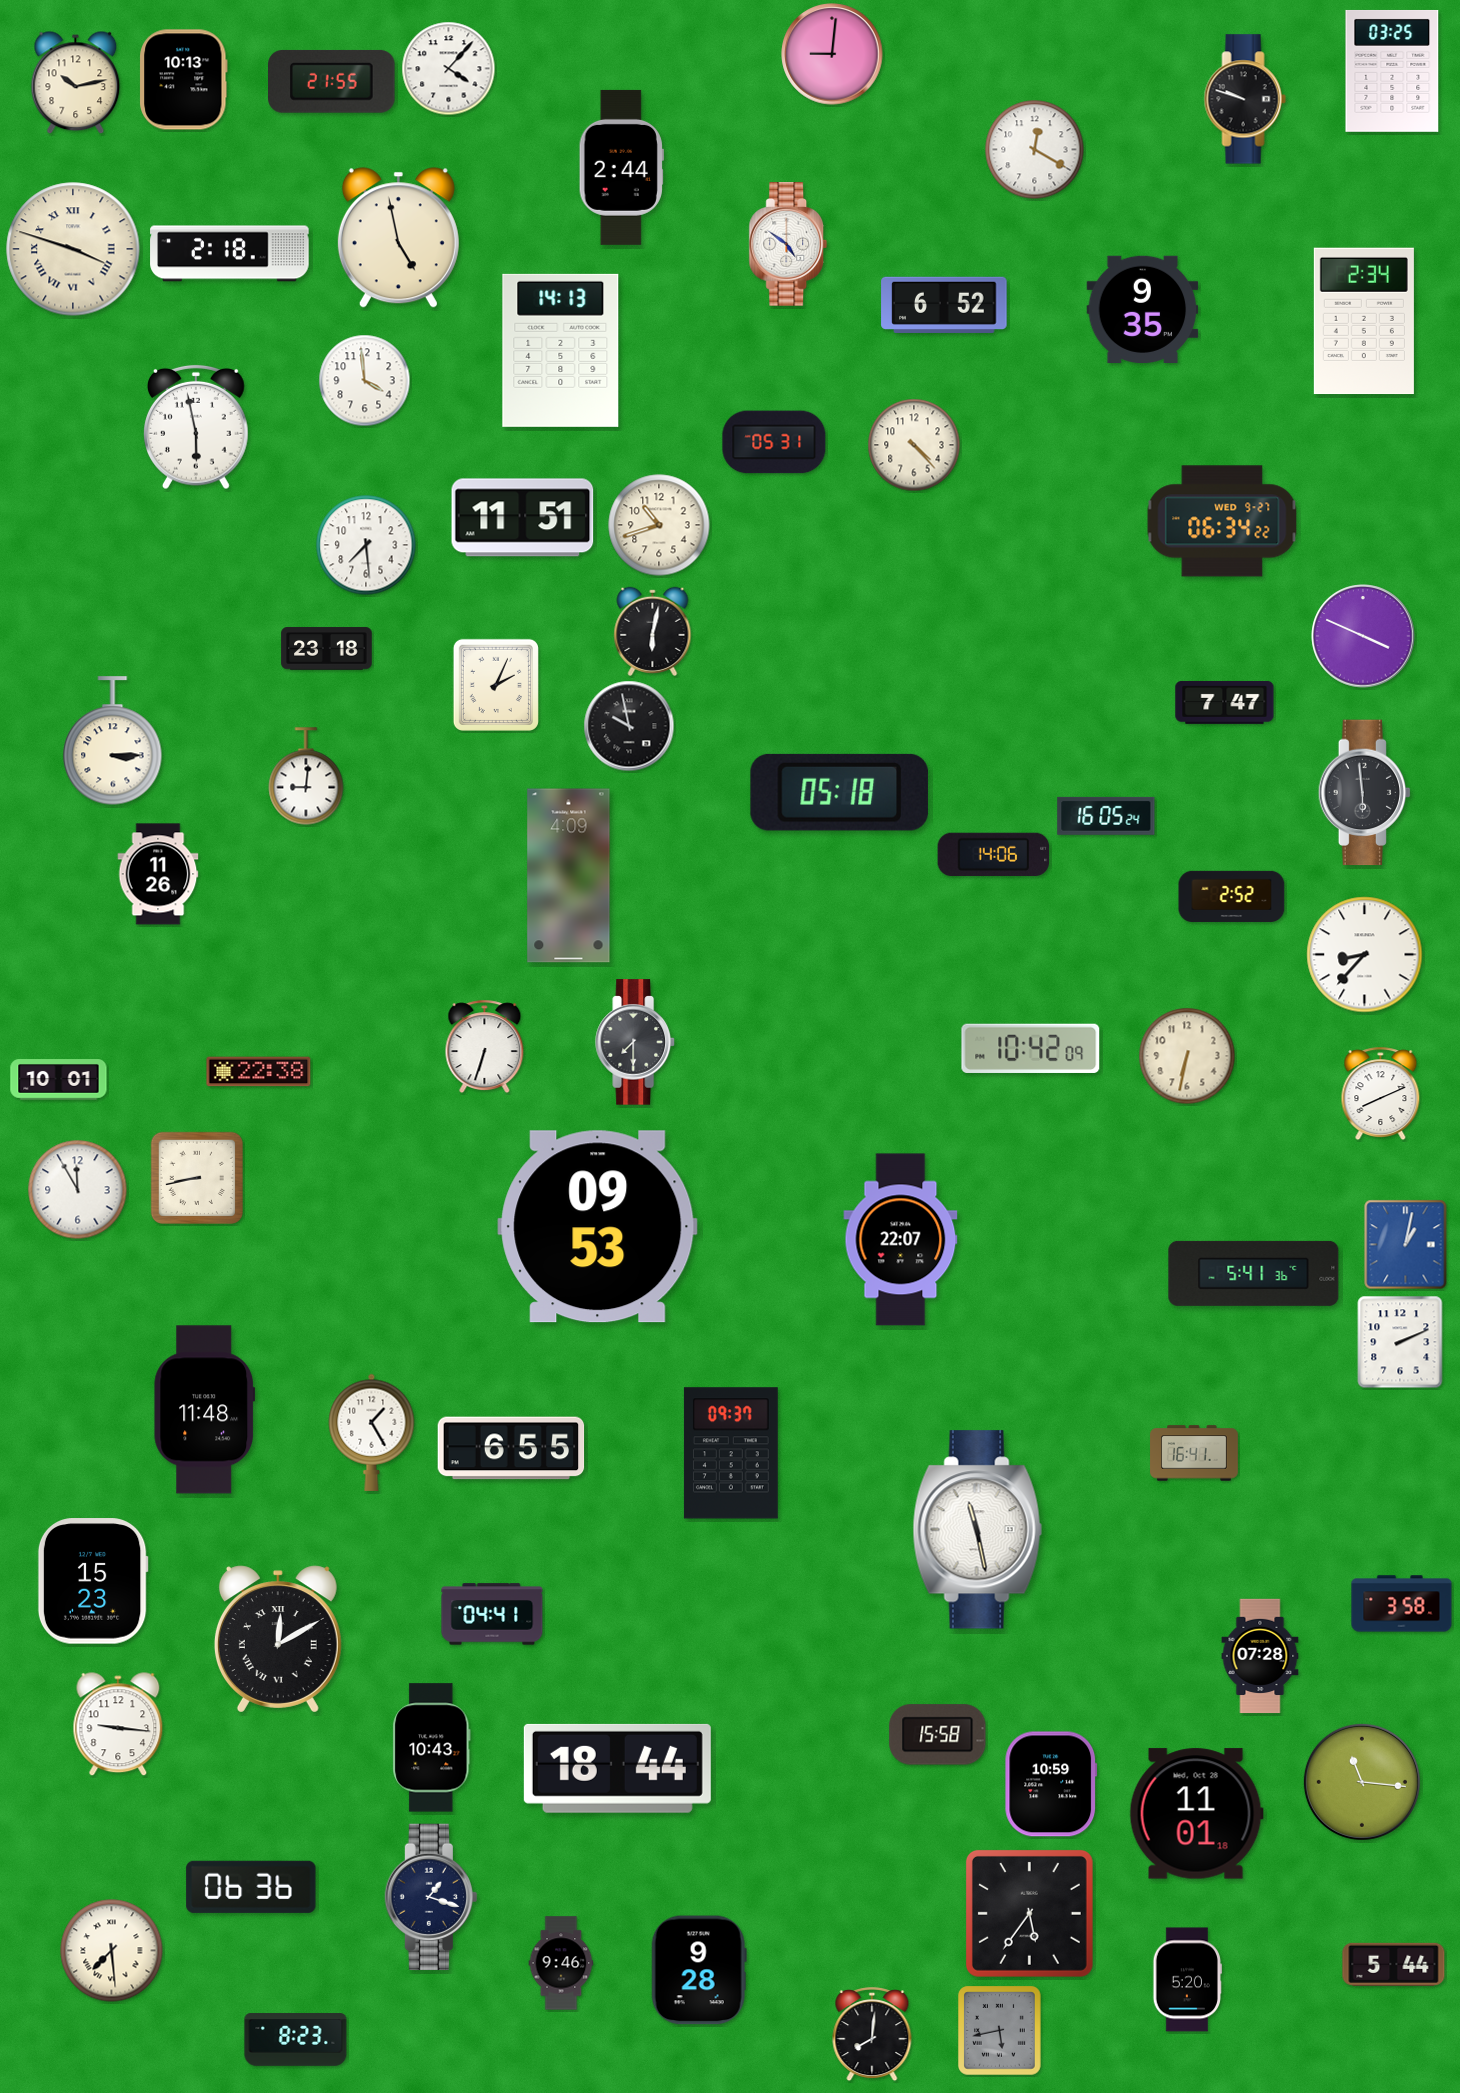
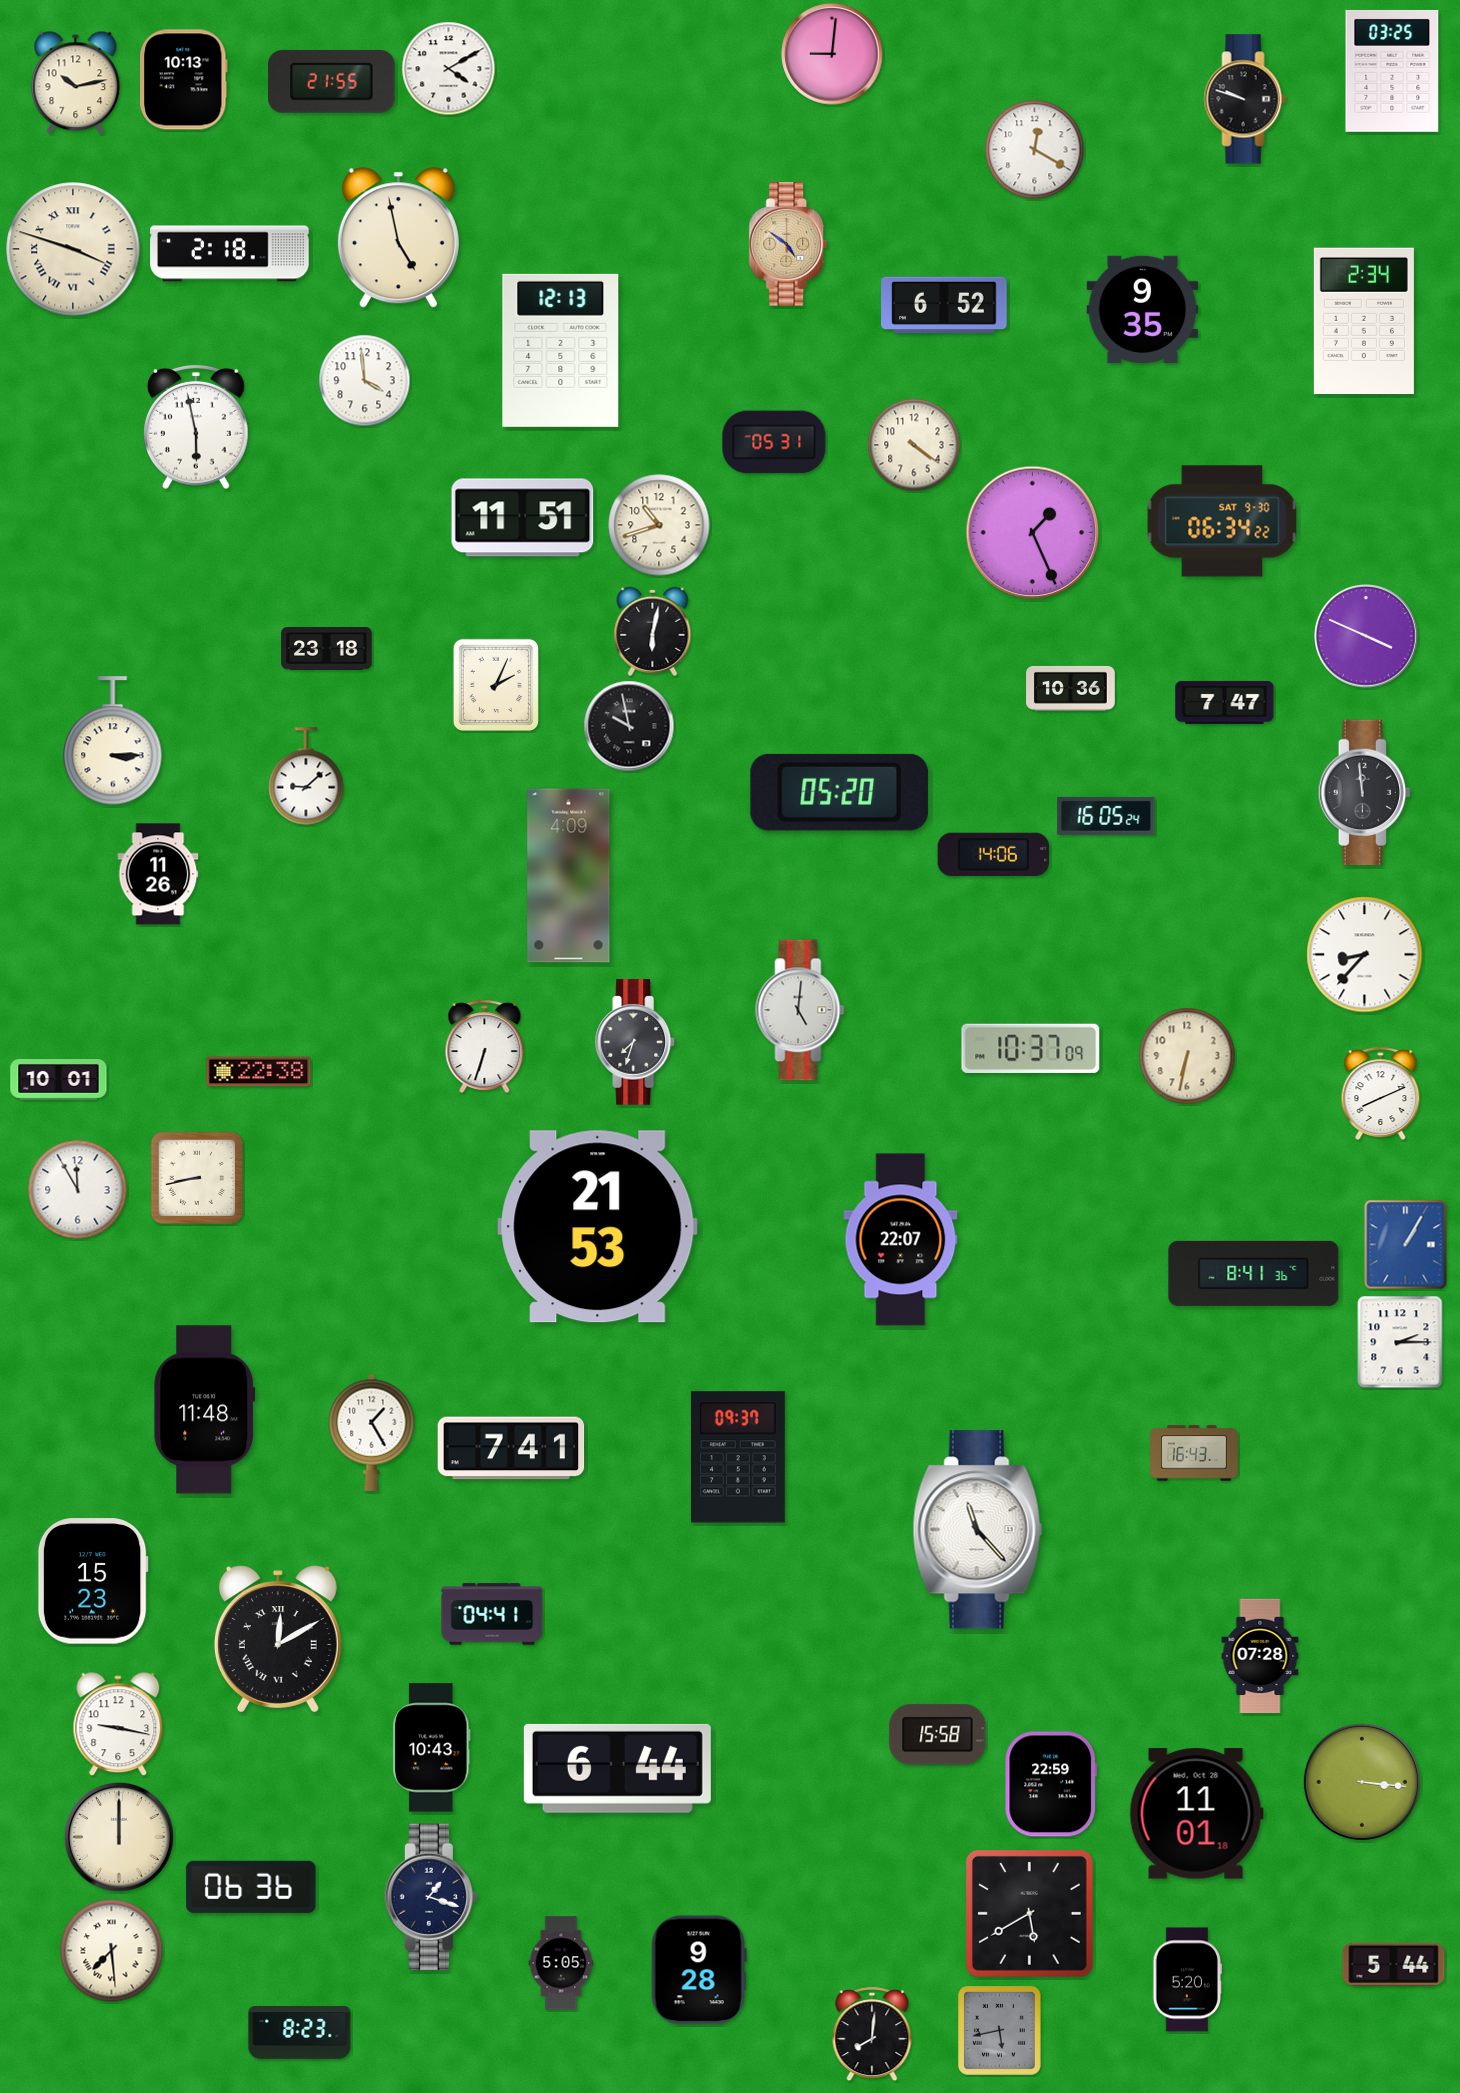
clock at (449, 69): 4:07 -> 4:10
clock at (621, 167): 2:44 -> none
clock at (788, 244) dial: white -> champagne
clock at (561, 350): 14:13 -> 12:13
clock at (914, 445): 4:23 -> 4:21
clock at (1222, 521) date: WED 9-27 -> SAT 9-30
clock at (1033, 533): none -> 1:26
clock at (366, 545): 7:29 -> none
clock at (1363, 636) position: (1363, 636) -> (1366, 636)
clock at (1071, 688): none -> 10:36
clock at (306, 776): 9:01 -> 9:08
clock at (839, 792): 05:18 -> 05:20
clock at (1364, 793): 5:59 -> 11:59
clock at (1232, 896): 2:52 -> none
clock at (800, 1010): none -> 5:01
clock at (636, 1042): 7:30 -> 7:33
clock at (1031, 1048): 10:42 -> 10:37
clock at (598, 1227): 09:53 -> 21:53
clock at (1406, 1245): 1:02 -> 1:05
clock at (1254, 1273): 5:41 -> 8:41
clock at (1400, 1342): 2:11 -> 2:15
clock at (511, 1448): 6:55 -> 7:41
clock at (731, 1453) position: (731, 1453) -> (738, 1457)
clock at (1194, 1453): 16:41 -> 16:43
clock at (977, 1530): 11:28 -> 11:23
clock at (1402, 1604): 3:58 -> none
clock at (118, 1725): 9:16 -> 9:17
clock at (617, 1768): 18:44 -> 6:44
clock at (1362, 1782): 11:16 -> 3:16
clock at (1051, 1784): 10:59 -> 22:59
clock at (119, 1837): none -> 12:00
clock at (1029, 1913): 5:36 -> 5:40
clock at (561, 1963): 9:46 -> 5:05
clock at (296, 2040) position: (296, 2040) -> (300, 2033)
